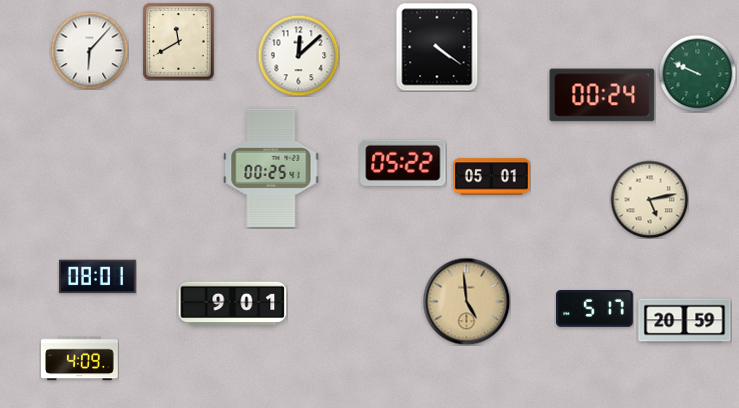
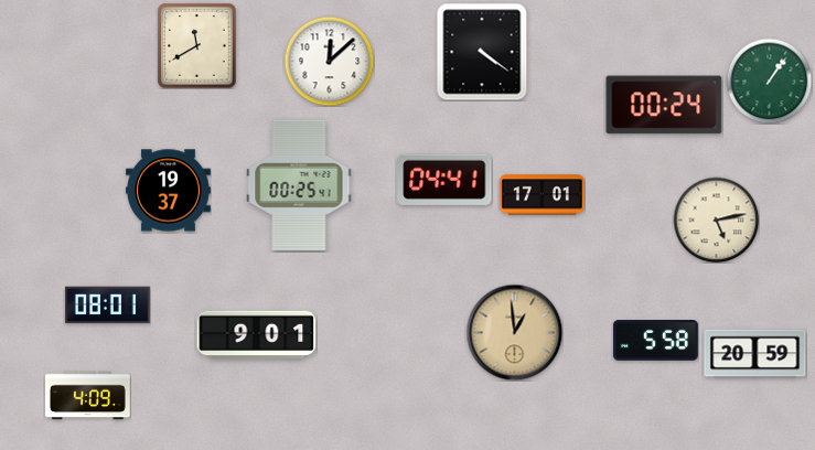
clock at (89, 50): 6:07 -> none
clock at (697, 73): 9:49 -> 1:06
clock at (403, 163): 05:22 -> 04:41
clock at (169, 191): none -> 19:37
clock at (492, 177): 05:01 -> 17:01
clock at (466, 301): 4:59 -> 12:59
clock at (595, 309): 5:17 -> 5:58
